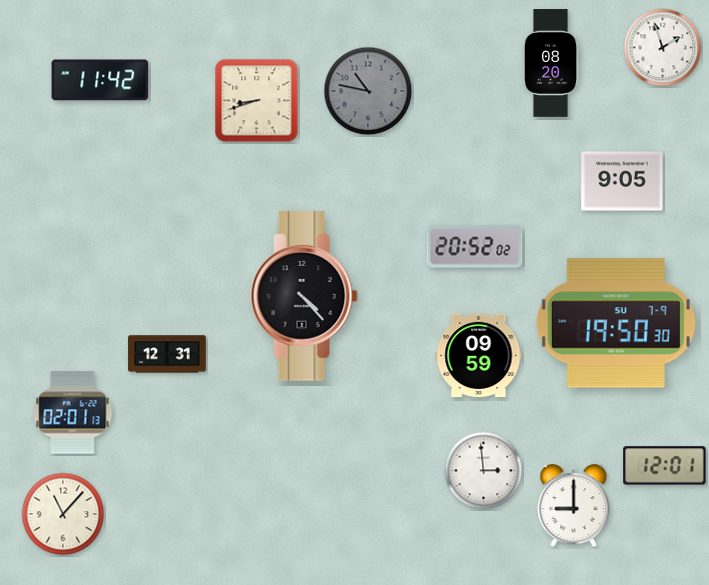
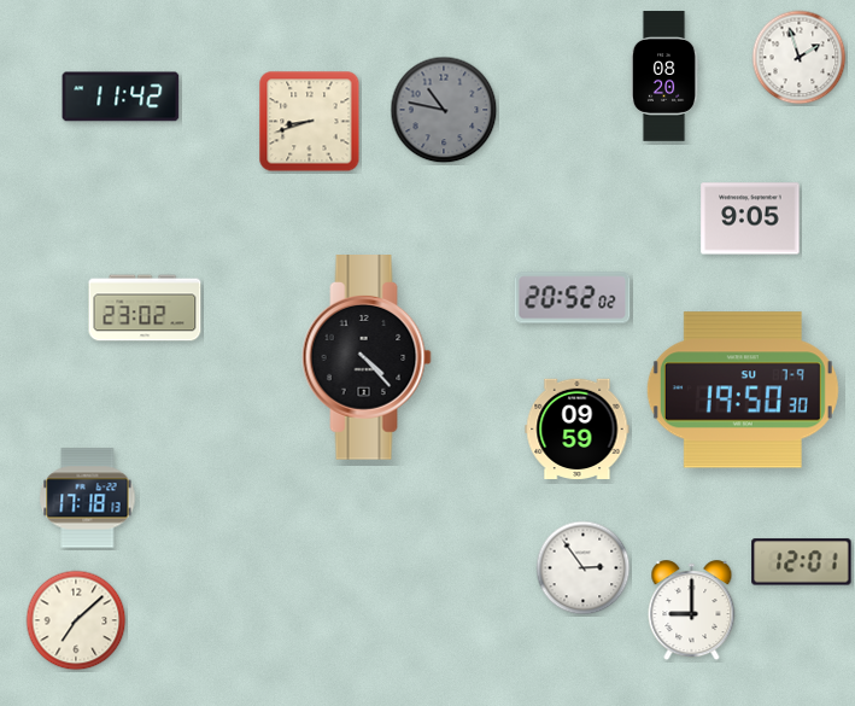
clock at (145, 308): none -> 23:02
clock at (167, 354): 12:31 -> none
clock at (73, 413): 02:01 -> 17:18
clock at (484, 471): 2:59 -> 2:54
clock at (63, 514): 11:07 -> 7:08
